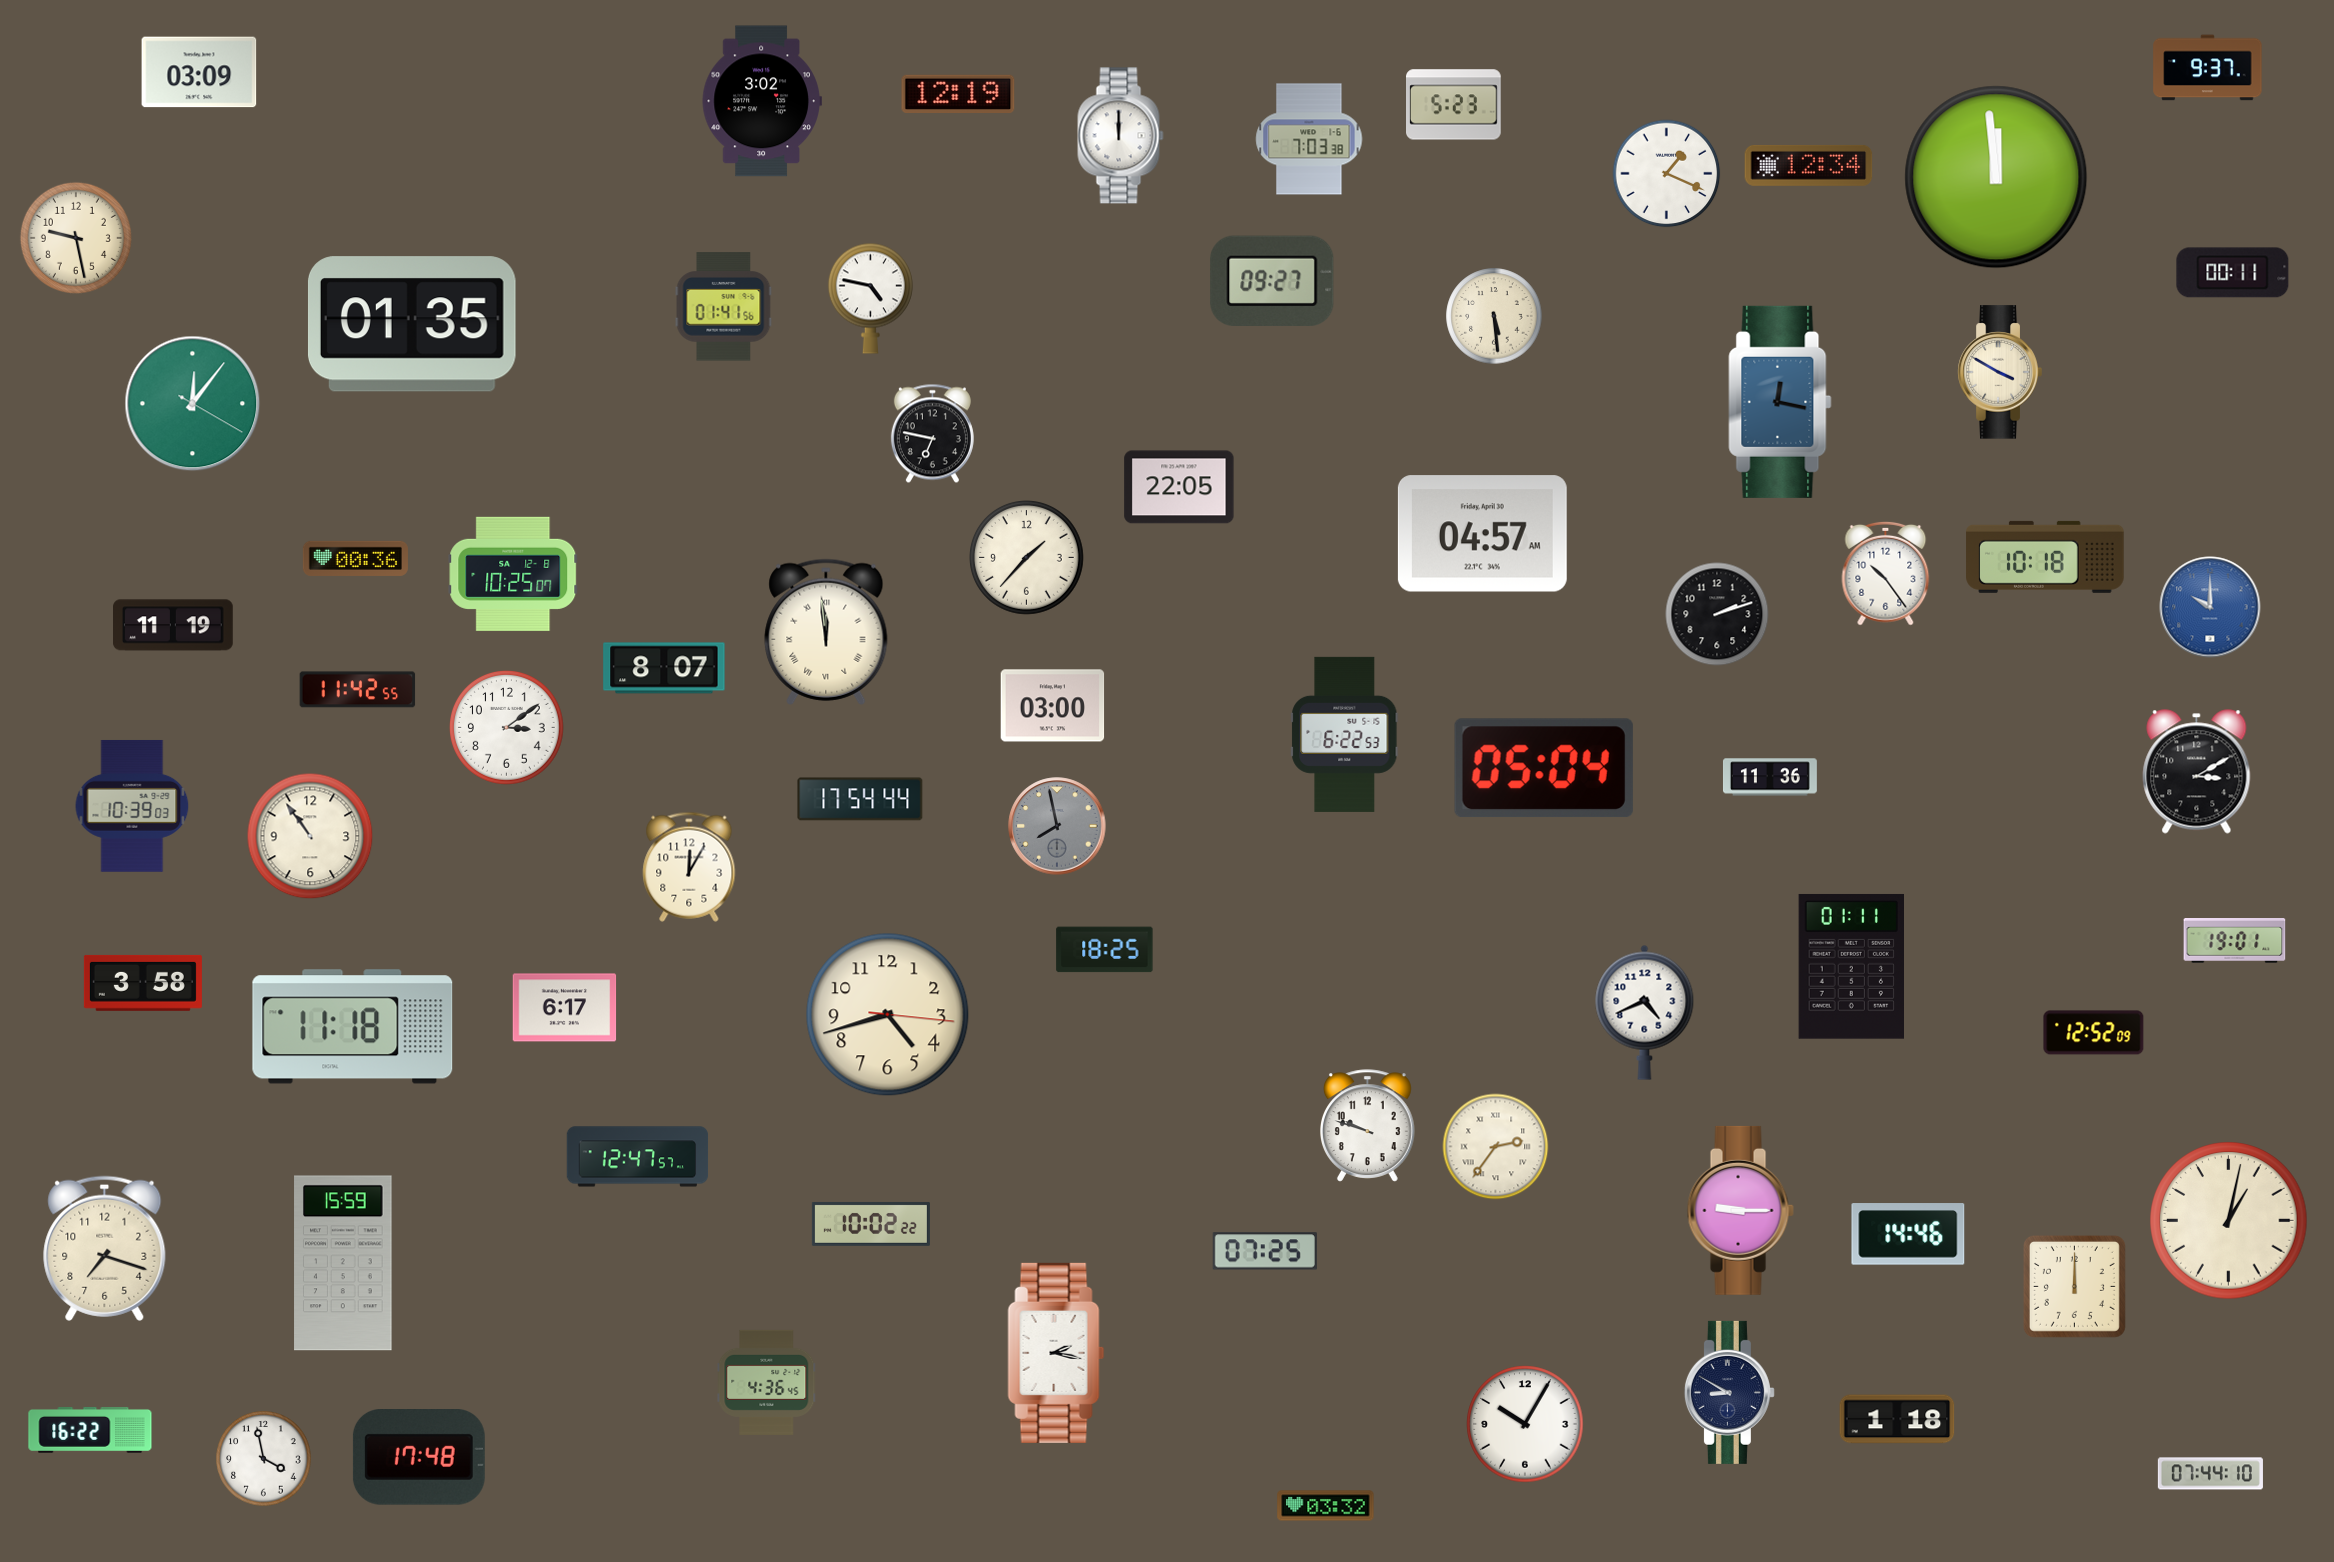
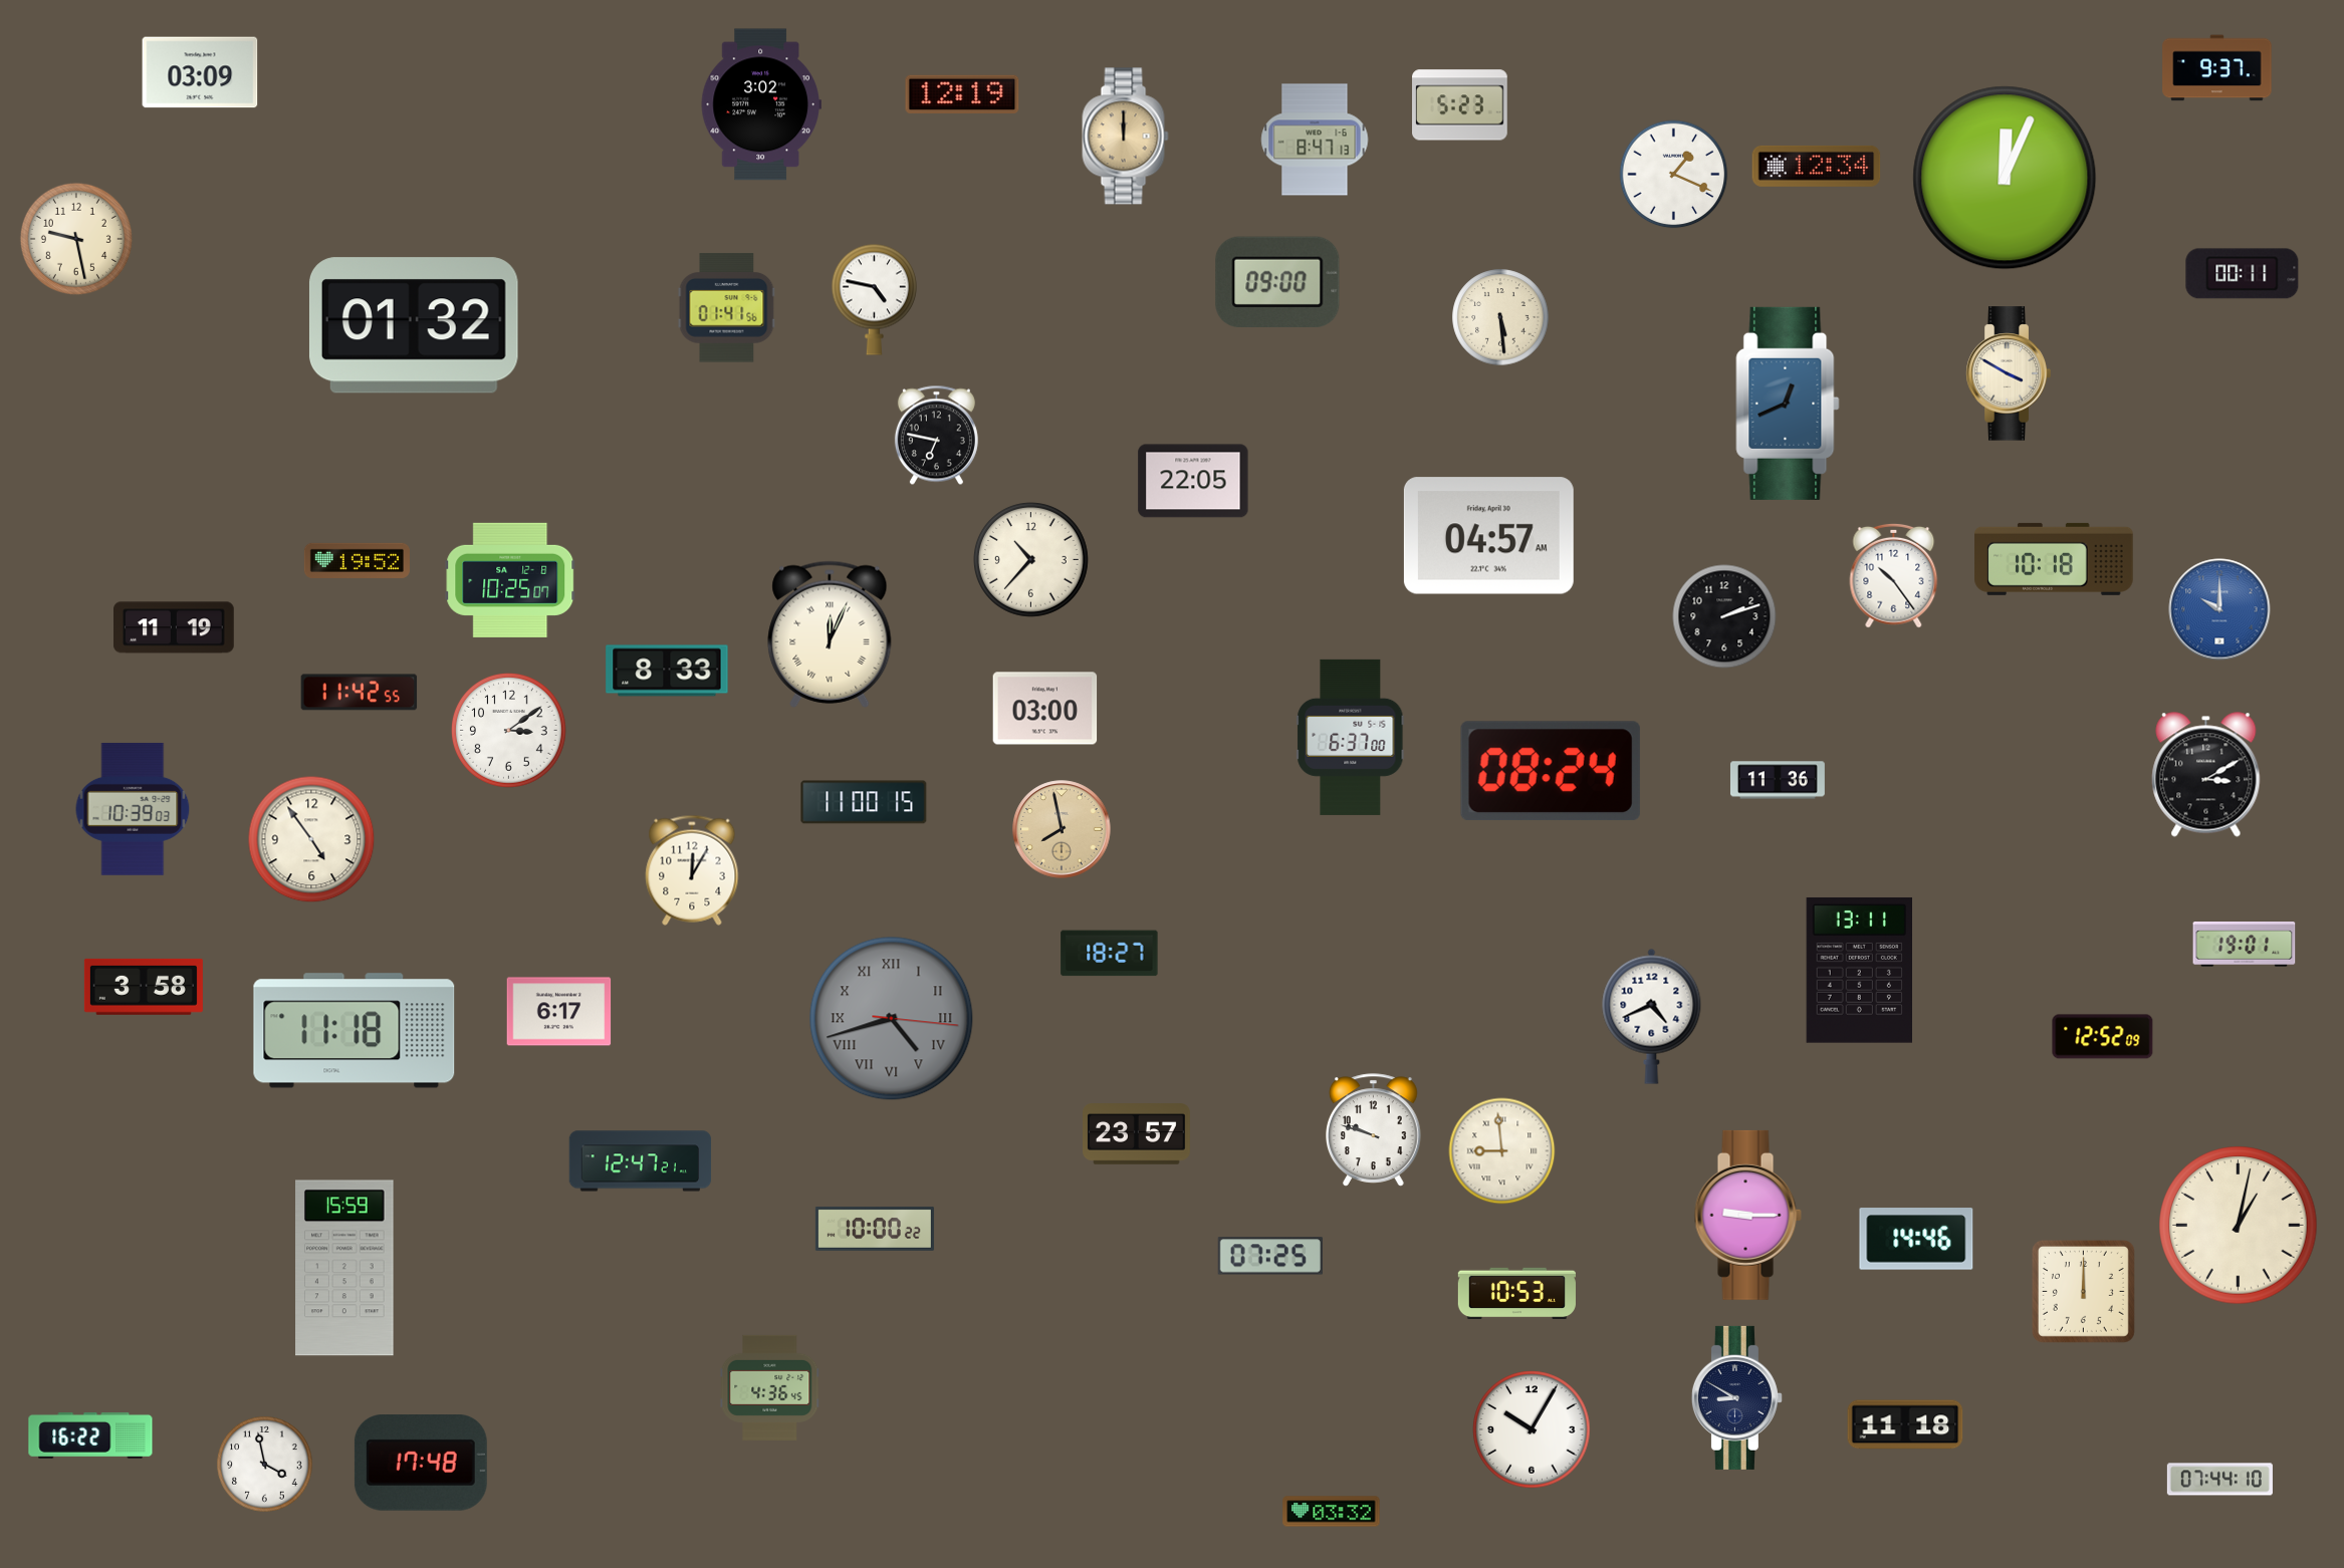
clock at (762, 101) position: (762, 101) -> (761, 104)
clock at (1121, 136) dial: white -> champagne
clock at (1309, 139): 7:03 -> 8:47
clock at (1996, 177): 11:59 -> 12:04
clock at (1272, 281): 09:27 -> 09:00
clock at (412, 324): 01:35 -> 01:32
clock at (1780, 402): 12:17 -> 12:41
clock at (193, 404): 12:06 -> none
clock at (1179, 487) position: (1179, 487) -> (1193, 481)
clock at (355, 558): 00:36 -> 19:52
clock at (1027, 558): 1:37 -> 10:37
clock at (513, 574) position: (513, 574) -> (510, 580)
clock at (826, 632): 11:59 -> 12:04
clock at (664, 668): 8:07 -> 8:33
clock at (1053, 706) position: (1053, 706) -> (1045, 709)
clock at (1345, 734): 6:22 -> 6:37
clock at (1544, 768): 05:04 -> 08:24
clock at (860, 799): 17:54 -> 11:00
clock at (1057, 826) dial: grey -> champagne
clock at (310, 836): 10:54 -> 4:54
clock at (1105, 950): 18:25 -> 18:27
clock at (1851, 966): 01:11 -> 13:11
clock at (565, 1008) position: (565, 1008) -> (559, 1012)
clock at (888, 1015) dial: cream -> grey
clock at (888, 1015) numerals: Arabic -> Roman
clock at (1137, 1134): none -> 23:57
clock at (1496, 1147): 2:36 -> 8:59
clock at (638, 1157): 12:47:57 -> 12:47:21
clock at (871, 1224): 10:02 -> 10:00
clock at (105, 1248): 7:18 -> none
clock at (1516, 1294): none -> 10:53
clock at (1056, 1353): 2:17 -> none
clock at (1897, 1419): 1:18 -> 11:18
